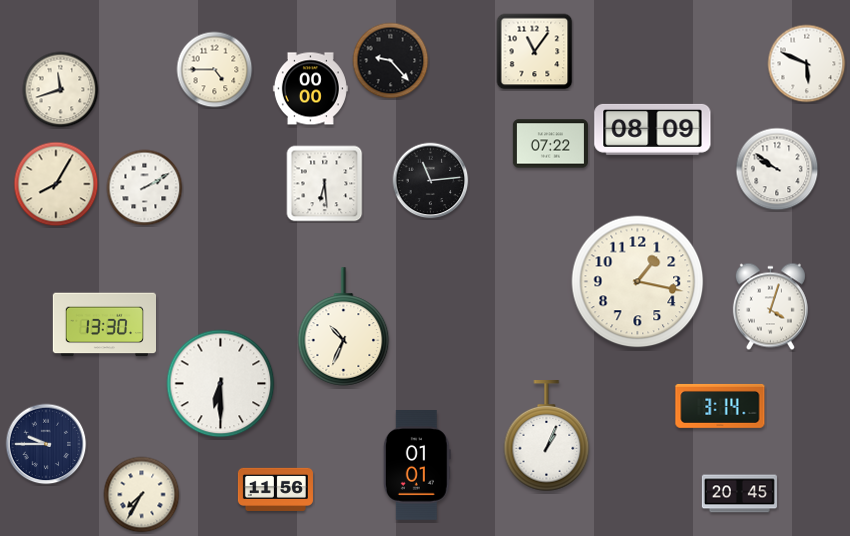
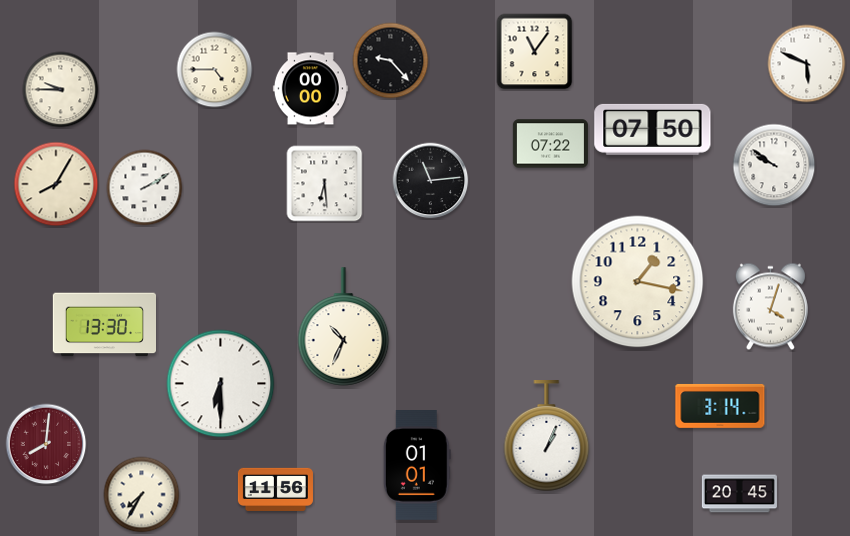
clock at (61, 90): 11:42 -> 9:45
clock at (653, 129): 08:09 -> 07:50
clock at (777, 169) position: (777, 169) -> (774, 165)
clock at (46, 444): 9:45 -> 8:01
clock at (46, 444) dial: navy -> burgundy
